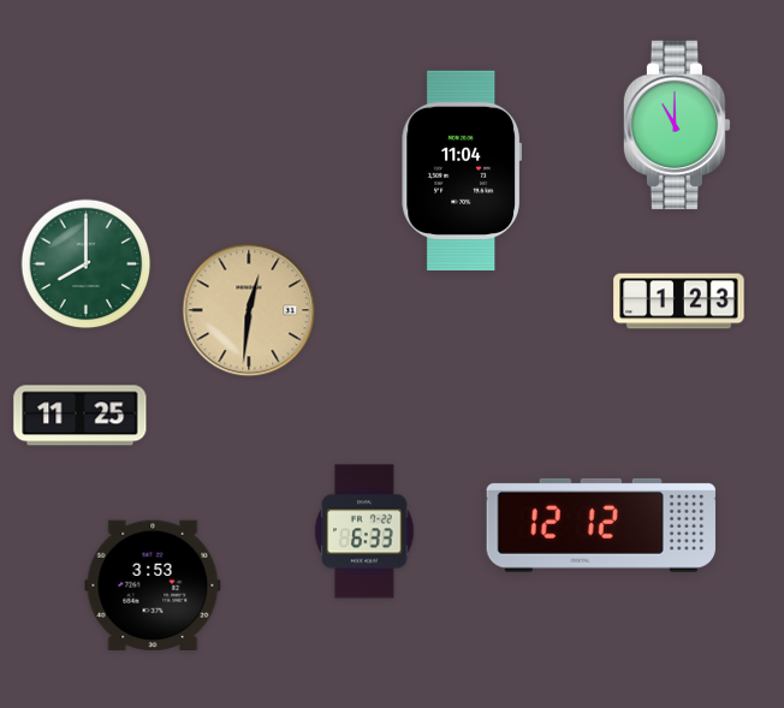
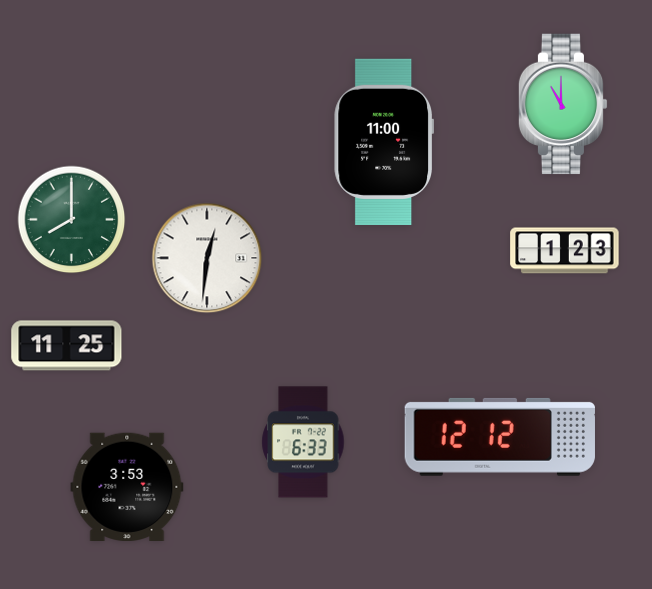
clock at (461, 171): 11:04 -> 11:00
clock at (249, 310) dial: champagne -> white
